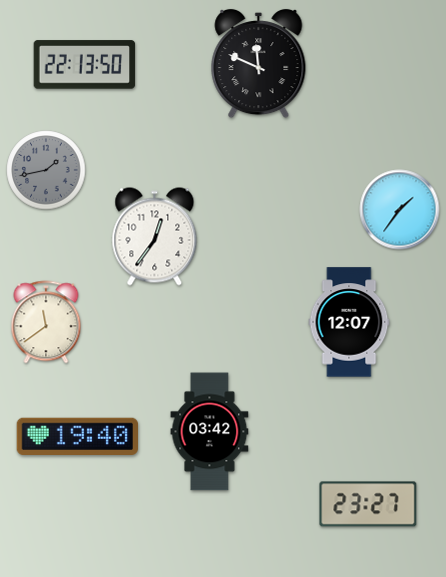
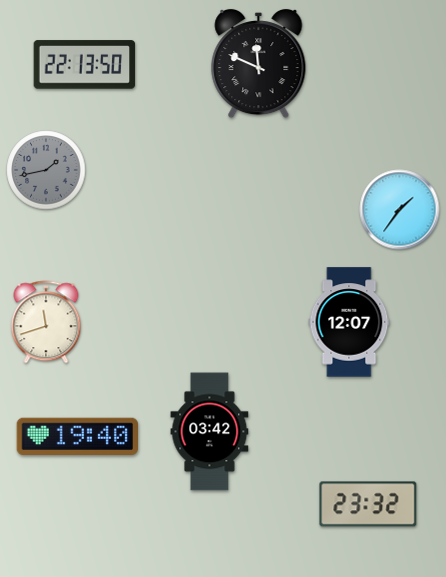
clock at (155, 237): 12:36 -> none
clock at (46, 322): 11:39 -> 11:42
clock at (368, 504): 23:27 -> 23:32
